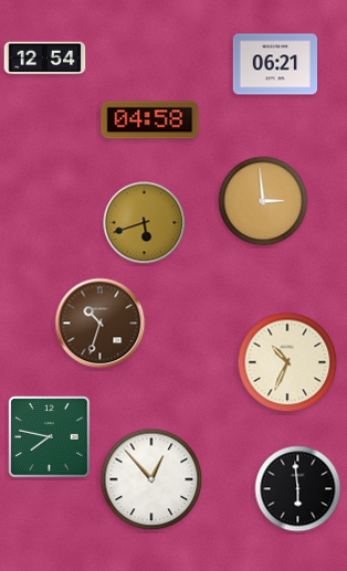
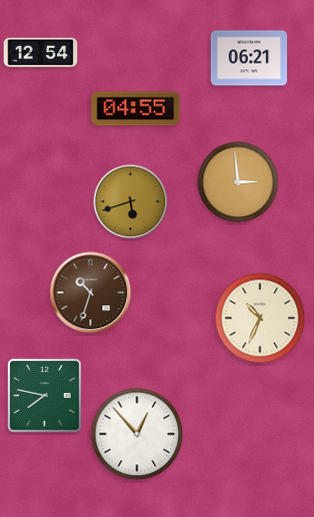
clock at (150, 120): 04:58 -> 04:55
clock at (287, 362) position: (287, 362) -> (260, 318)
clock at (298, 489): 5:59 -> none
